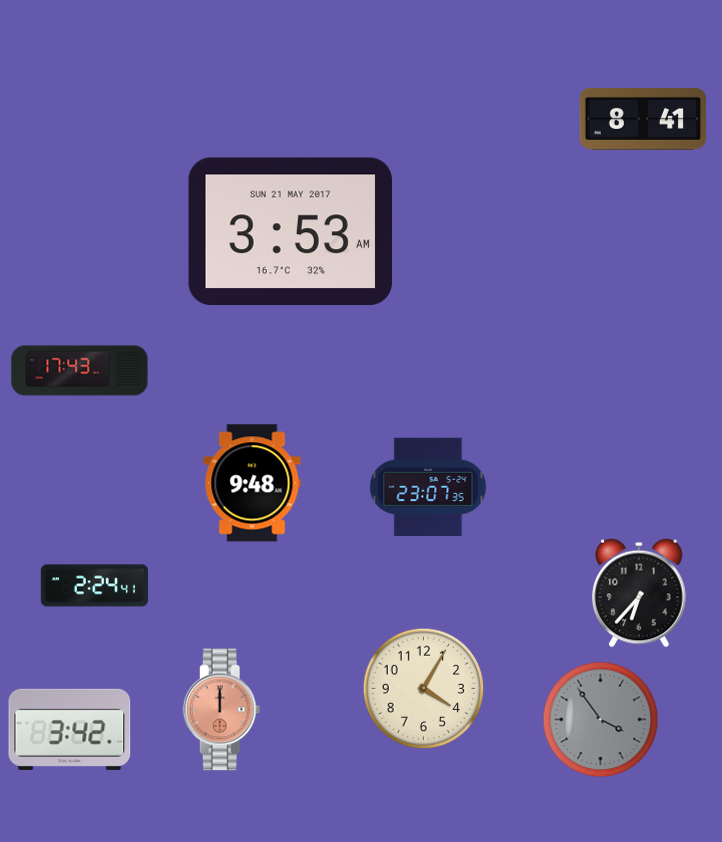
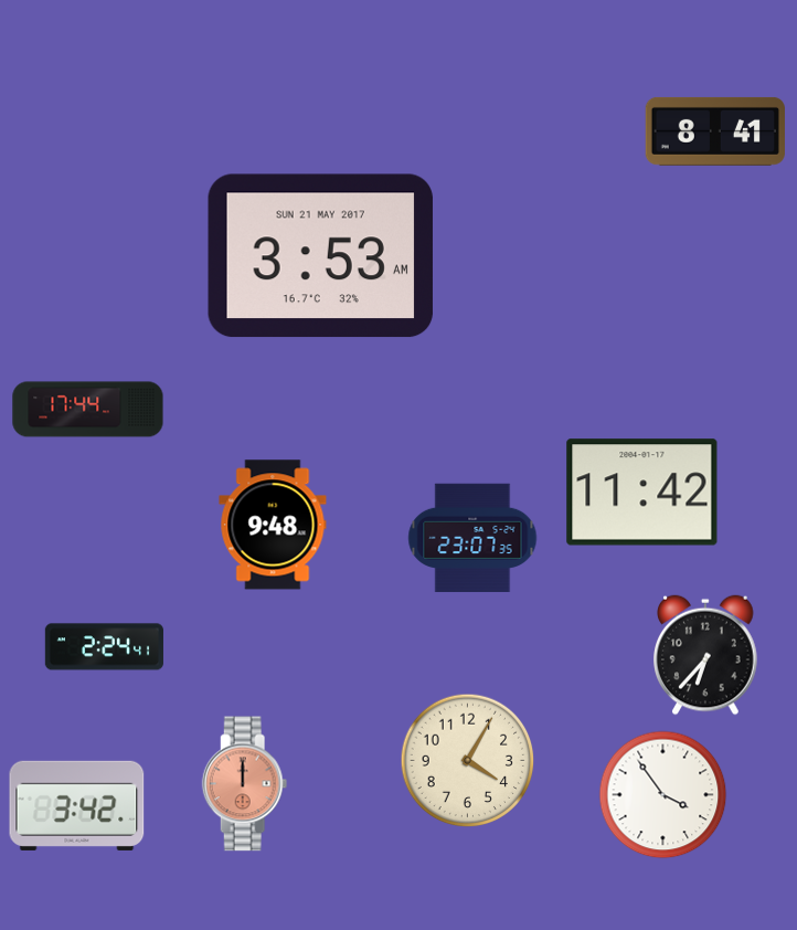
clock at (643, 119) position: (643, 119) -> (715, 131)
clock at (80, 371): 17:43 -> 17:44
clock at (642, 493): none -> 11:42
clock at (252, 483) position: (252, 483) -> (273, 525)
clock at (601, 720) dial: grey -> white
